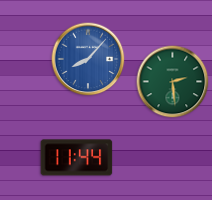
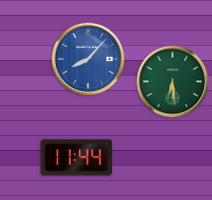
clock at (173, 82): 2:29 -> 6:29
